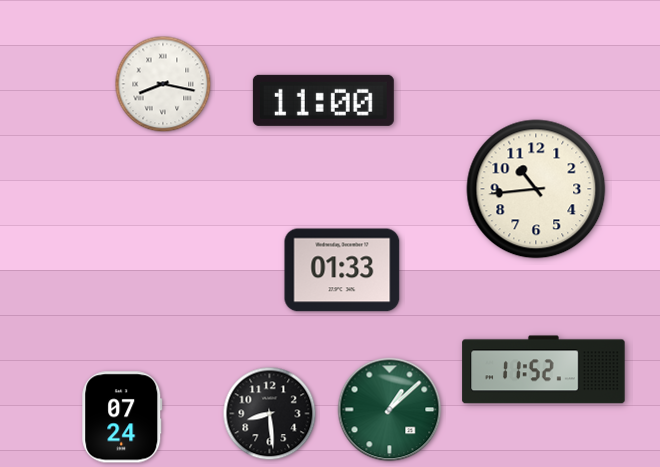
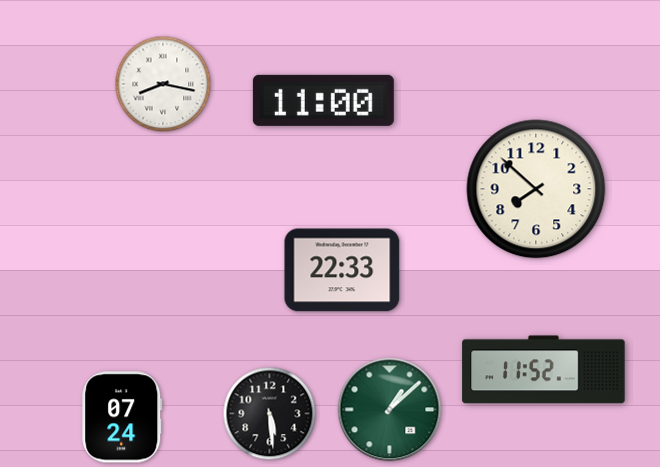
clock at (536, 189): 10:44 -> 7:52
clock at (342, 270): 01:33 -> 22:33
clock at (270, 414): 8:29 -> 5:29
